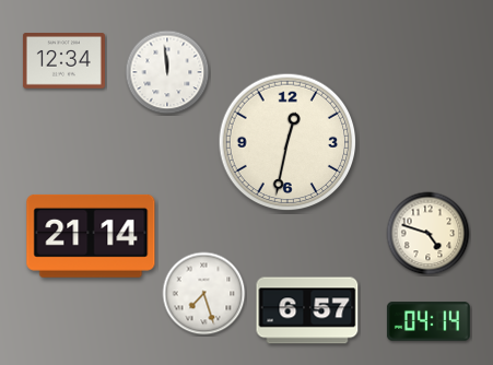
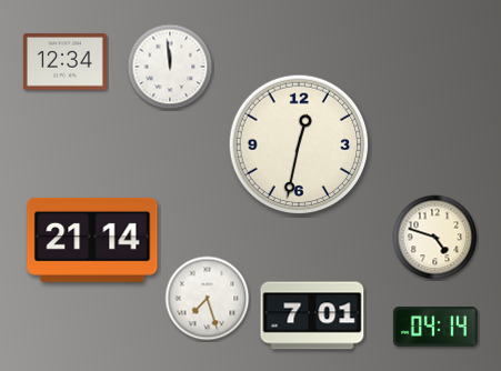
clock at (167, 72) position: (167, 72) -> (170, 67)
clock at (287, 142) position: (287, 142) -> (299, 144)
clock at (307, 310): 6:57 -> 7:01
